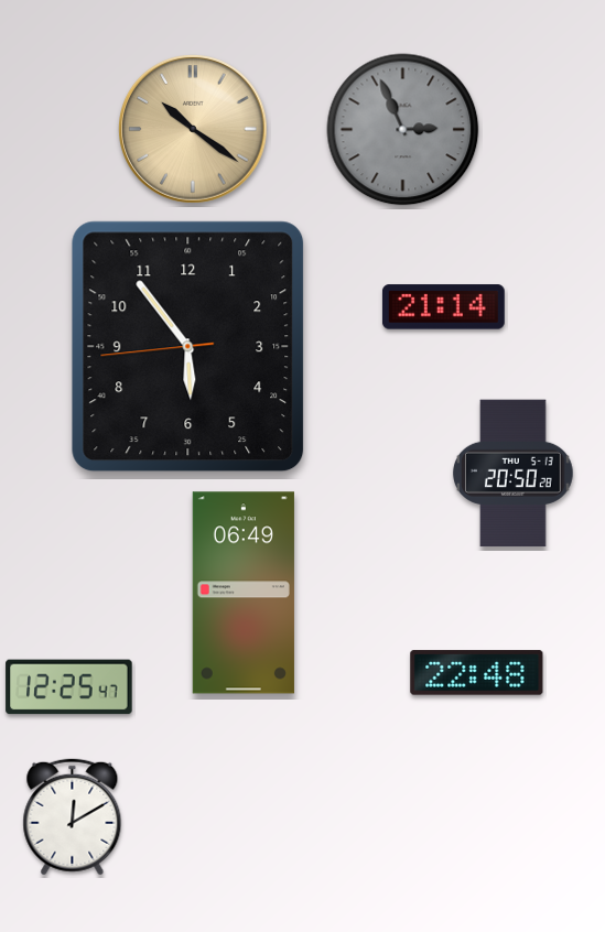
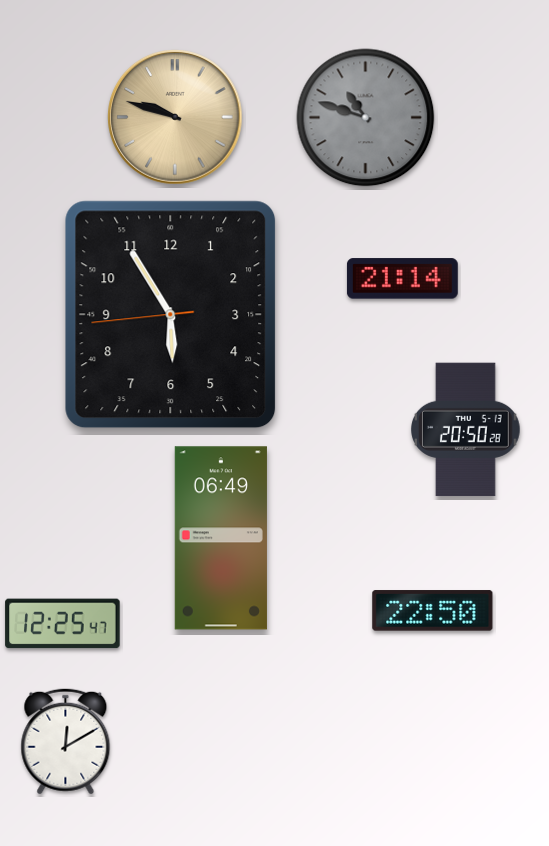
clock at (193, 129): 10:21 -> 9:48
clock at (403, 130): 2:56 -> 10:48
clock at (188, 347): 5:53 -> 5:54
clock at (477, 673): 22:48 -> 22:50
